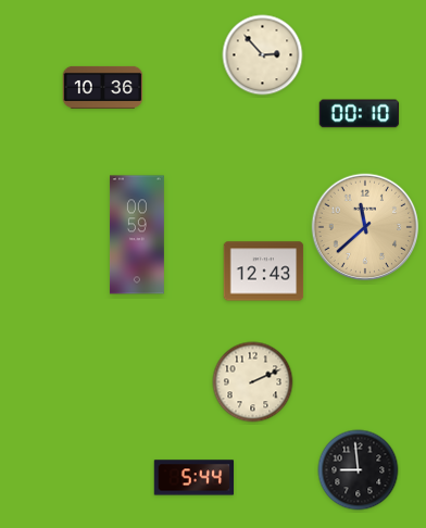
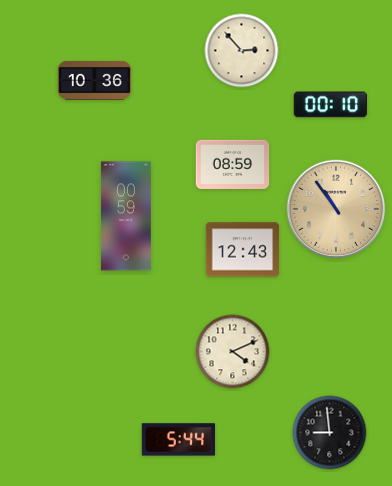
clock at (233, 164): none -> 08:59
clock at (365, 227): 11:38 -> 10:54
clock at (253, 382): 2:11 -> 4:11
